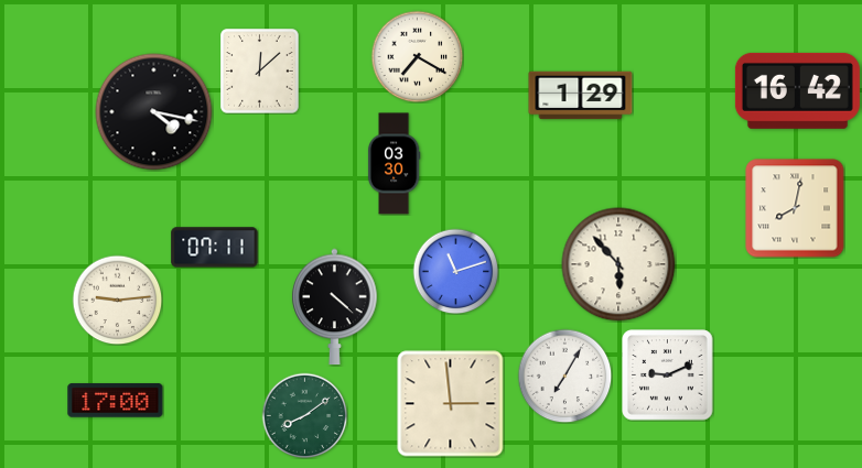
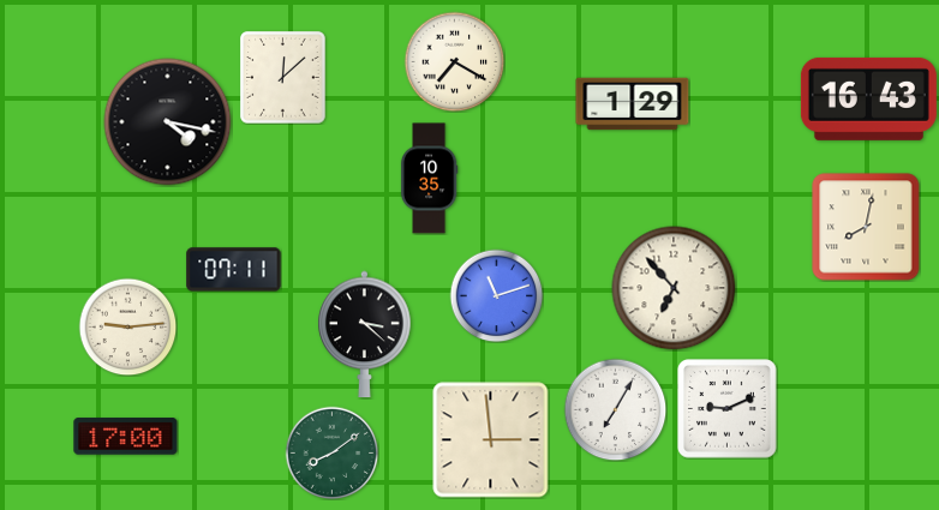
clock at (797, 90): 16:42 -> 16:43
clock at (394, 164): 03:30 -> 10:35
clock at (618, 264): 5:53 -> 6:53
clock at (335, 307): 4:22 -> 3:22
